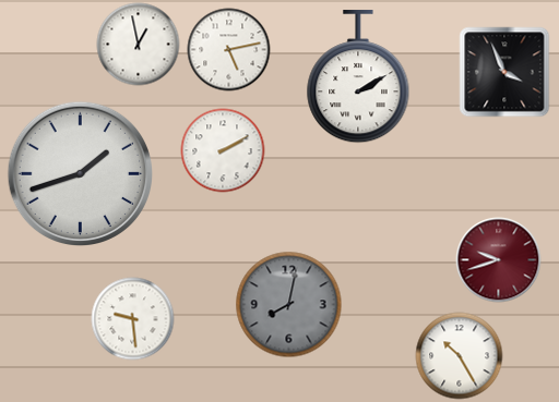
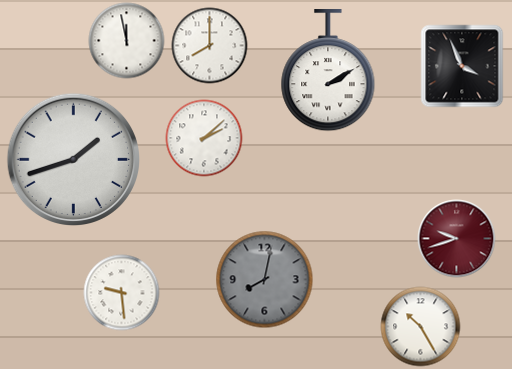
clock at (139, 45): 12:58 -> 11:58
clock at (229, 50): 5:13 -> 8:00
clock at (223, 150): 2:10 -> 2:08
